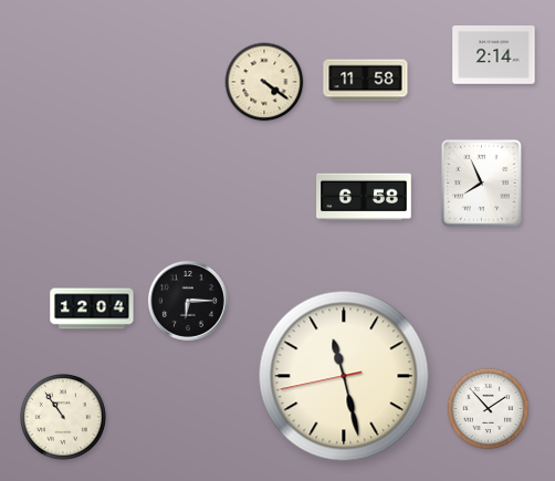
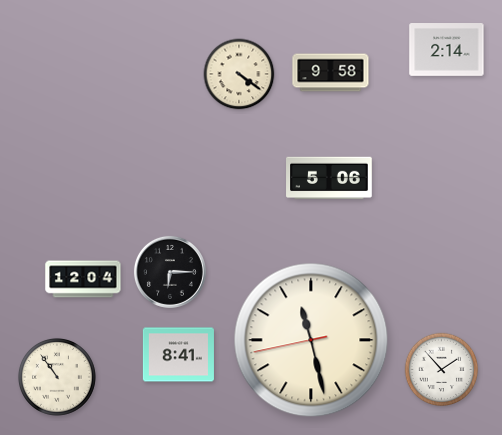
clock at (366, 81): 11:58 -> 9:58
clock at (482, 184): 7:56 -> none
clock at (364, 197): 6:58 -> 5:06
clock at (178, 355): none -> 8:41
